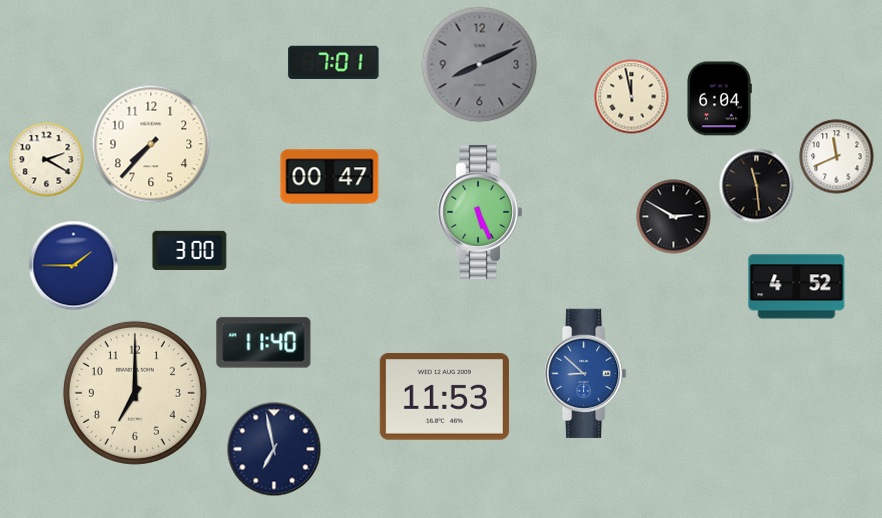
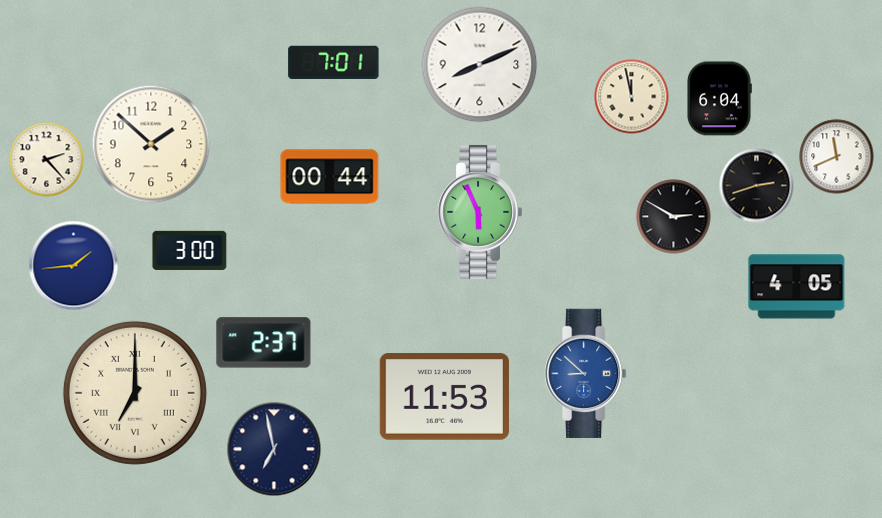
clock at (480, 65) dial: grey -> white
clock at (151, 144): 7:37 -> 1:52
clock at (47, 160): 2:20 -> 2:23
clock at (330, 177): 00:47 -> 00:44
clock at (757, 186): 11:29 -> 2:42
clock at (480, 212): 5:26 -> 5:56
clock at (74, 266): 1:45 -> 1:44
clock at (797, 287): 4:52 -> 4:05
clock at (264, 343): 11:40 -> 2:37
clock at (135, 393) numerals: Arabic -> Roman
